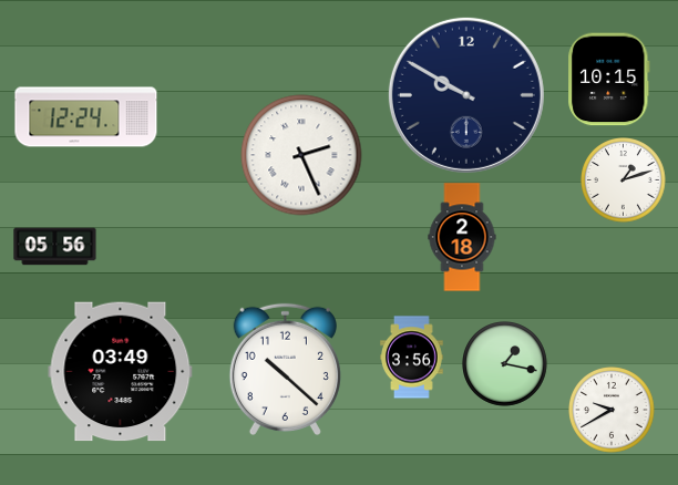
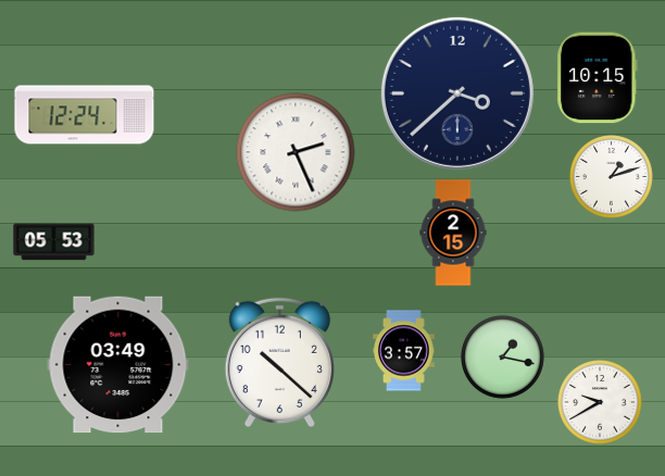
clock at (466, 95): 9:50 -> 3:38
clock at (462, 237): 2:18 -> 2:15
clock at (55, 247): 05:56 -> 05:53
clock at (412, 358): 3:56 -> 3:57
clock at (505, 364) position: (505, 364) -> (503, 358)
